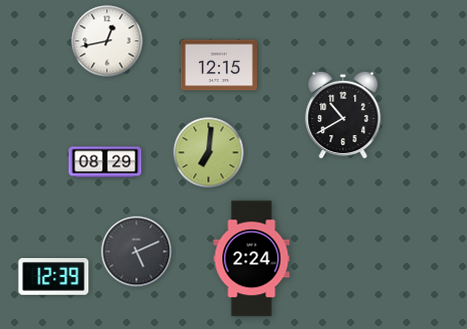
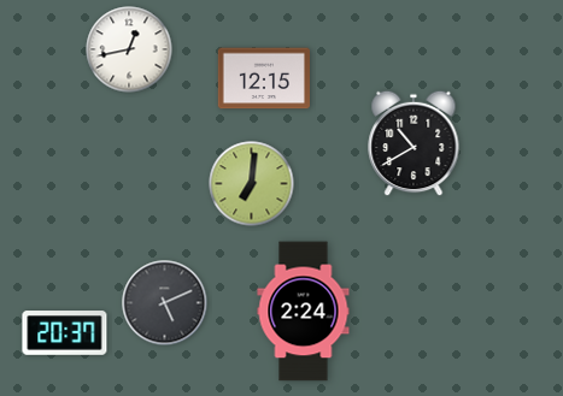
clock at (343, 115) position: (343, 115) -> (414, 143)
clock at (105, 162): 08:29 -> none
clock at (54, 277): 12:39 -> 20:37
